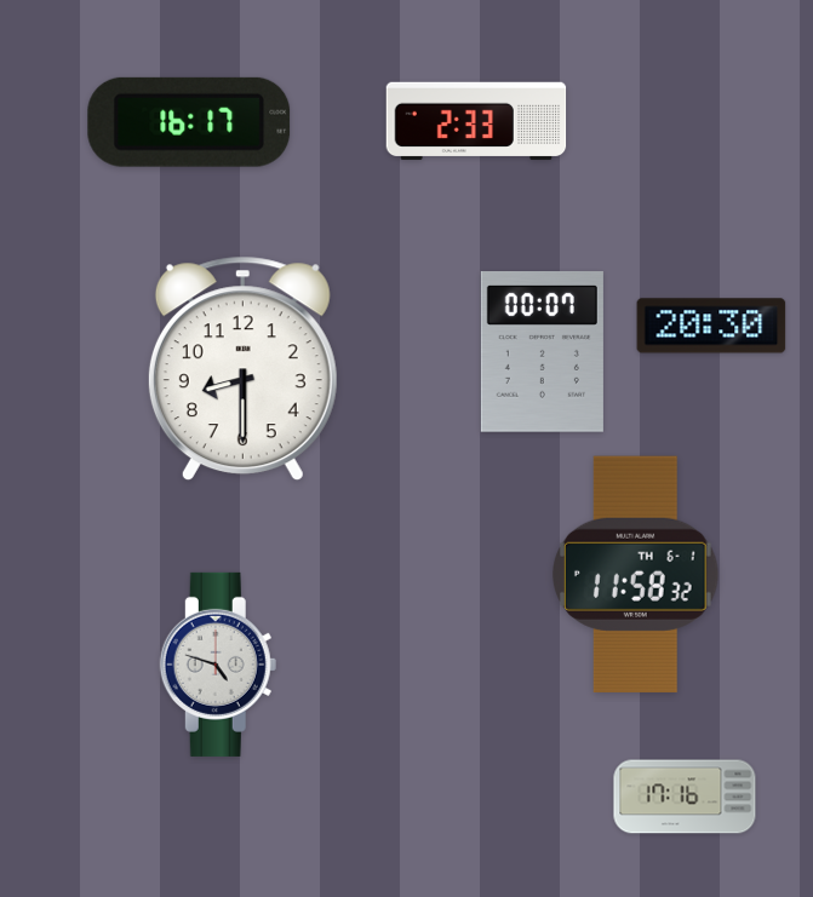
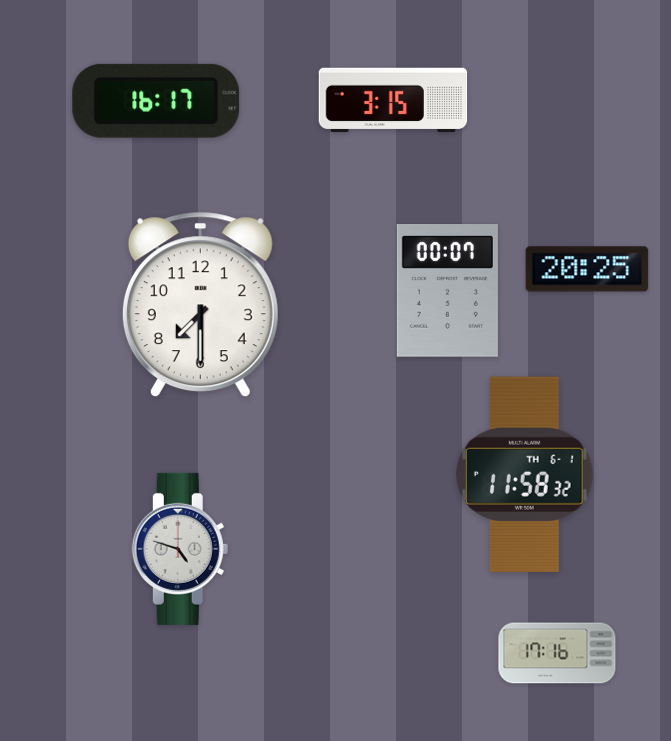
clock at (476, 121): 2:33 -> 3:15
clock at (711, 326): 20:30 -> 20:25
clock at (242, 369): 8:30 -> 7:30
clock at (685, 797) position: (685, 797) -> (557, 653)
